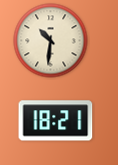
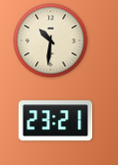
clock at (56, 121): 18:21 -> 23:21
